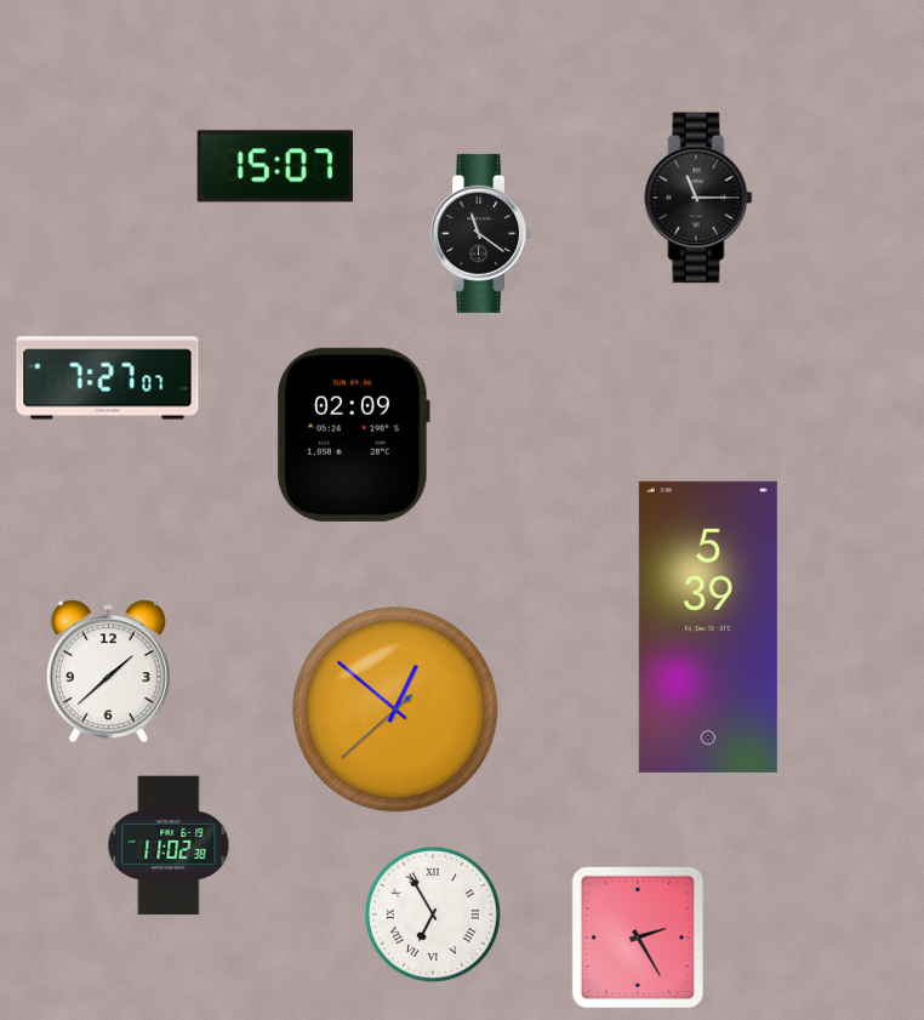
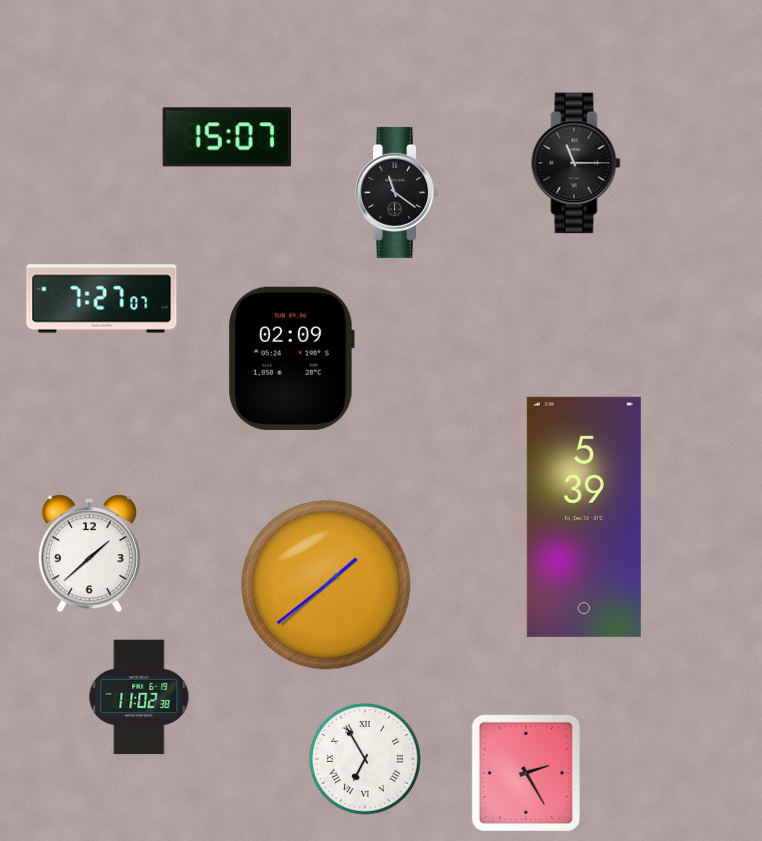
clock at (108, 378) position: (108, 378) -> (102, 299)
clock at (395, 710): 12:51 -> 1:38
clock at (434, 916) position: (434, 916) -> (366, 760)
